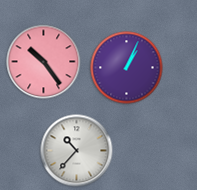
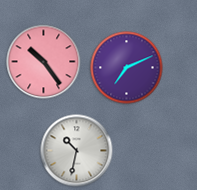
clock at (127, 68): 1:04 -> 7:11
clock at (77, 151): 10:37 -> 10:32
